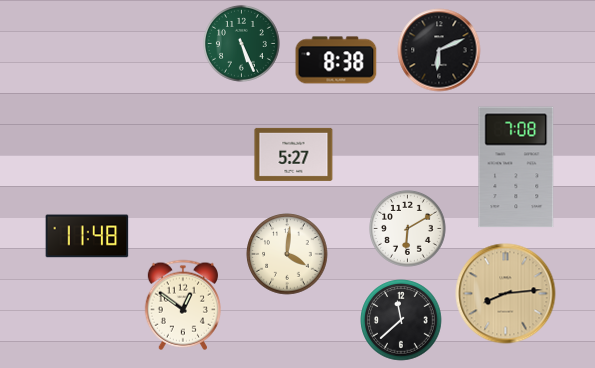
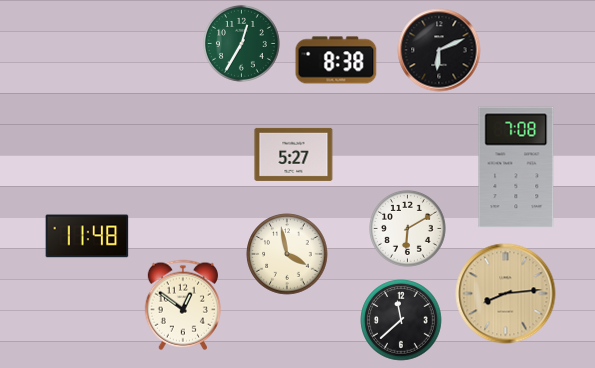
clock at (241, 43): 5:26 -> 12:35
clock at (287, 254): 4:01 -> 3:58
